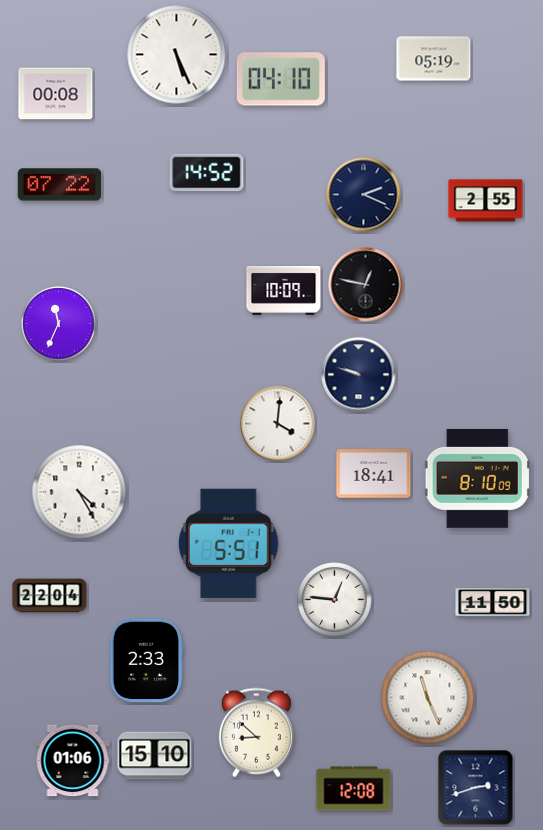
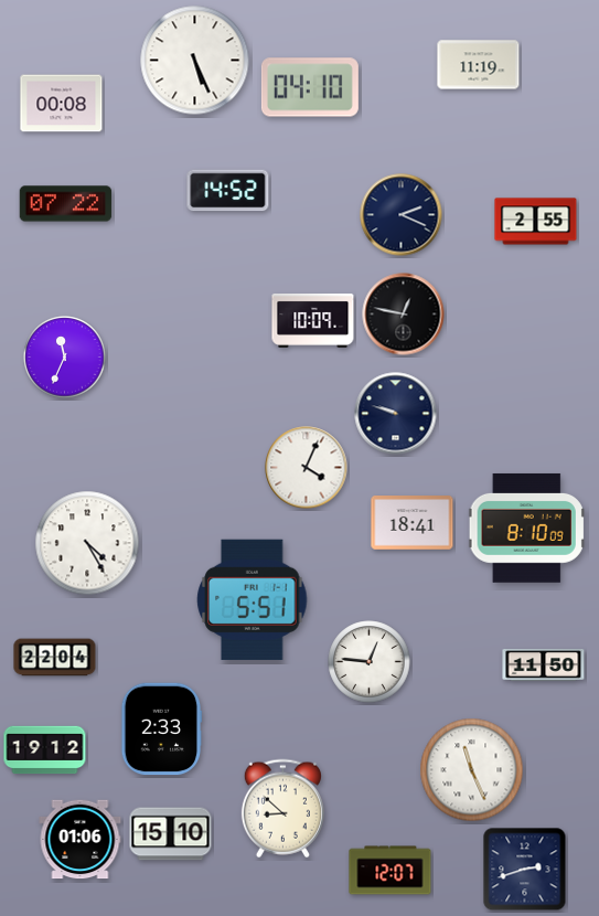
clock at (434, 59): 05:19 -> 11:19
clock at (278, 424): 4:01 -> 4:04
clock at (45, 750): none -> 19:12
clock at (354, 789): 12:08 -> 12:07
